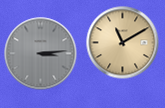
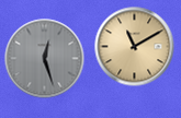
clock at (41, 54): 3:14 -> 12:27
